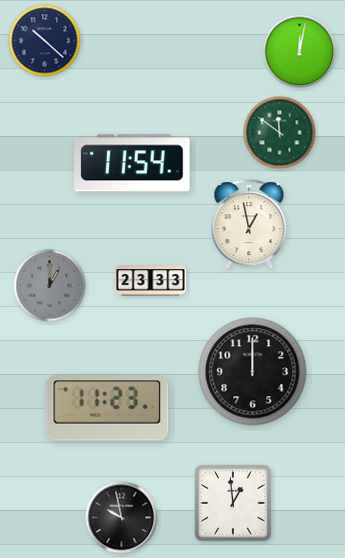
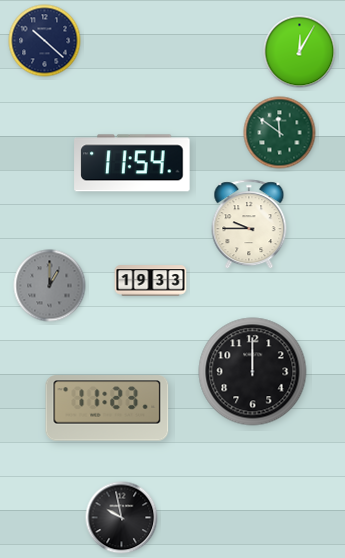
clock at (300, 52): 12:02 -> 12:05
clock at (249, 225): 12:58 -> 9:45
clock at (151, 281): 23:33 -> 19:33
clock at (233, 503): 12:59 -> none
